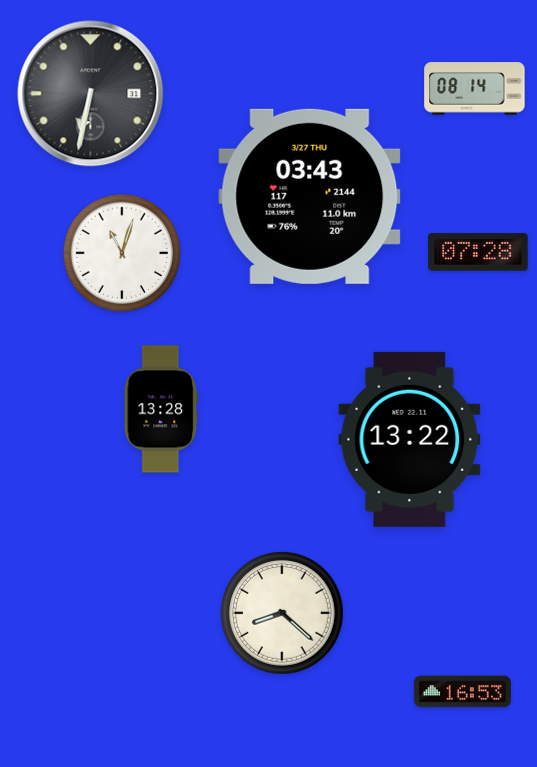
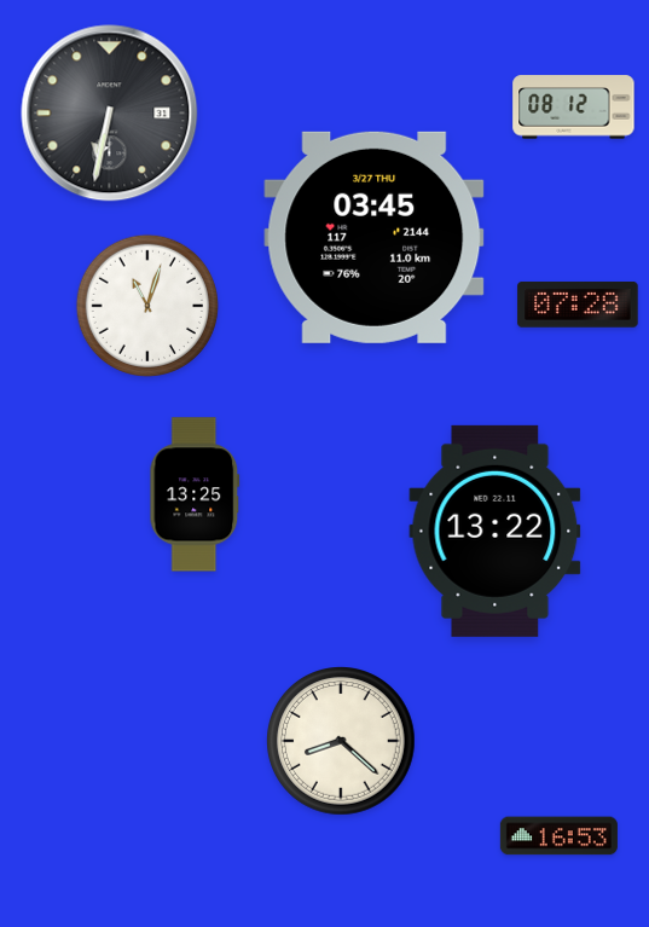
clock at (475, 89): 08:14 -> 08:12
clock at (310, 196): 03:43 -> 03:45
clock at (161, 409): 13:28 -> 13:25
